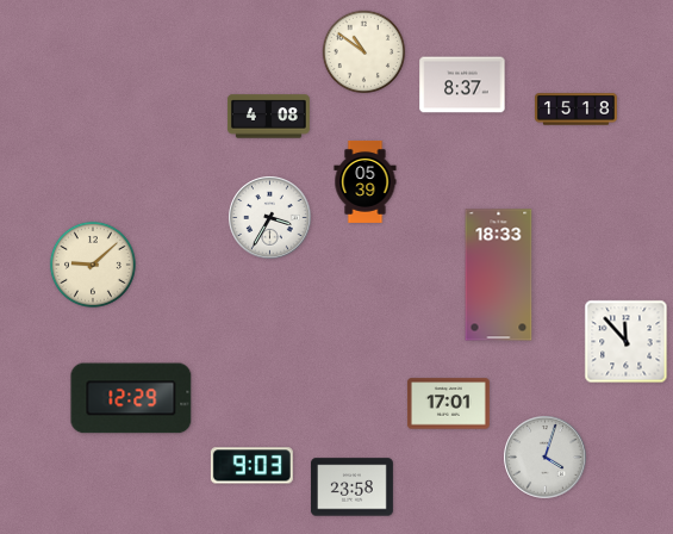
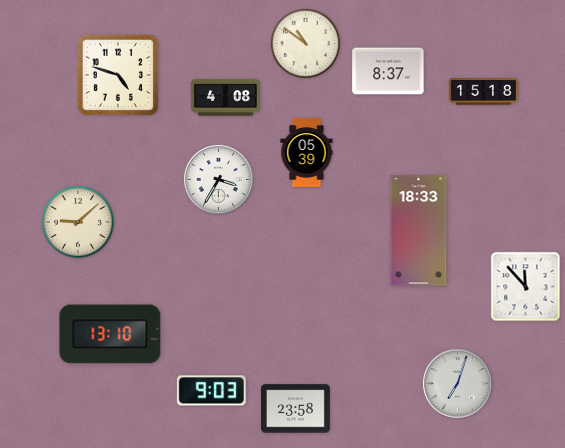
clock at (117, 74): none -> 4:48
clock at (270, 218) position: (270, 218) -> (219, 180)
clock at (131, 398): 12:29 -> 13:10
clock at (448, 404): 17:01 -> none
clock at (546, 458): 4:03 -> 7:03
